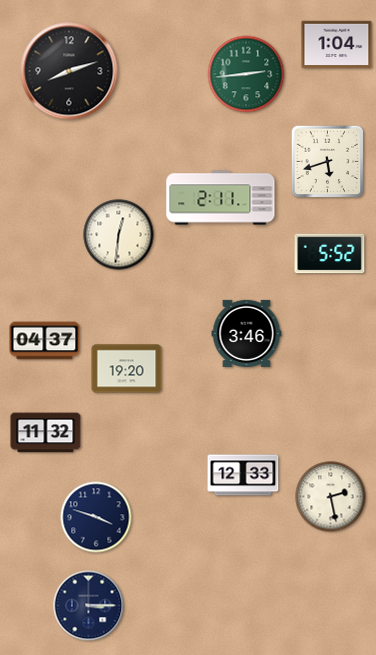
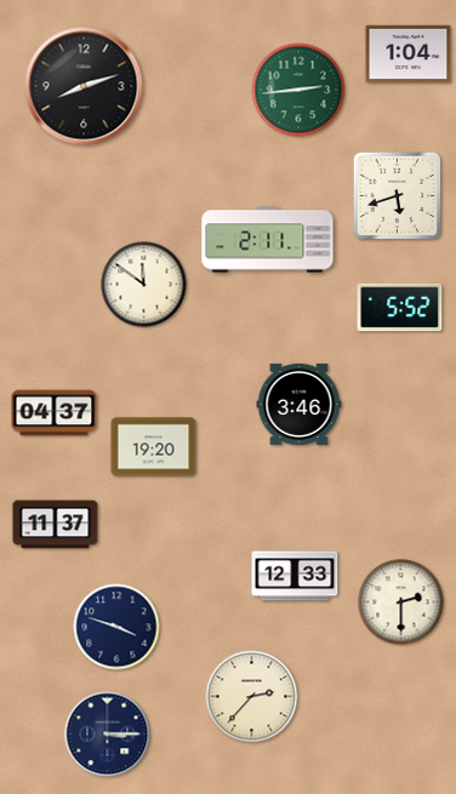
clock at (119, 235): 12:31 -> 11:51
clock at (46, 433): 11:32 -> 11:37
clock at (331, 497): 2:28 -> 2:30
clock at (252, 697): none -> 2:37
